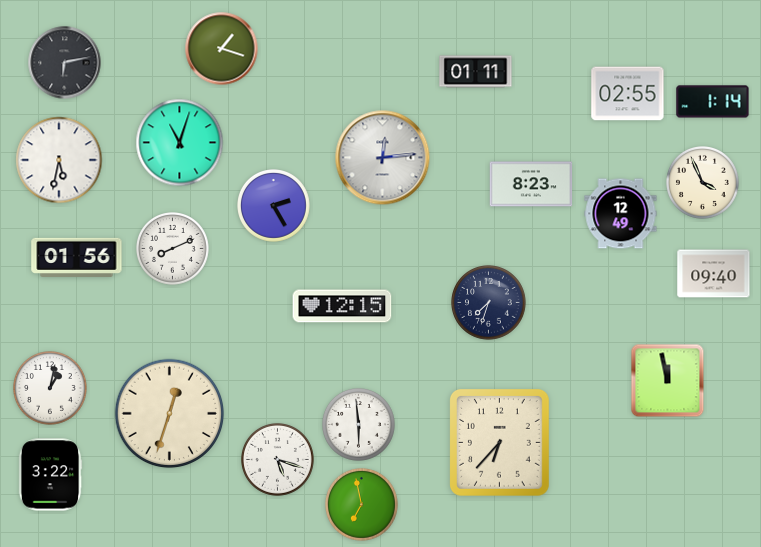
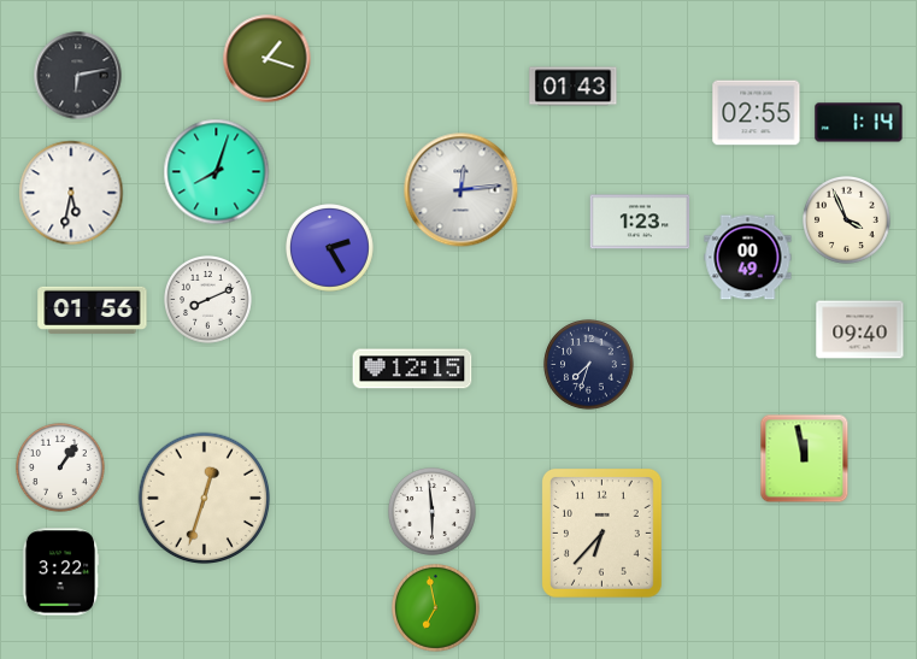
clock at (476, 72): 01:11 -> 01:43
clock at (180, 143): 11:03 -> 8:03
clock at (531, 184): 8:23 -> 1:23
clock at (621, 214): 12:49 -> 00:49
clock at (51, 389): 1:02 -> 1:06
clock at (278, 460): 5:18 -> none
